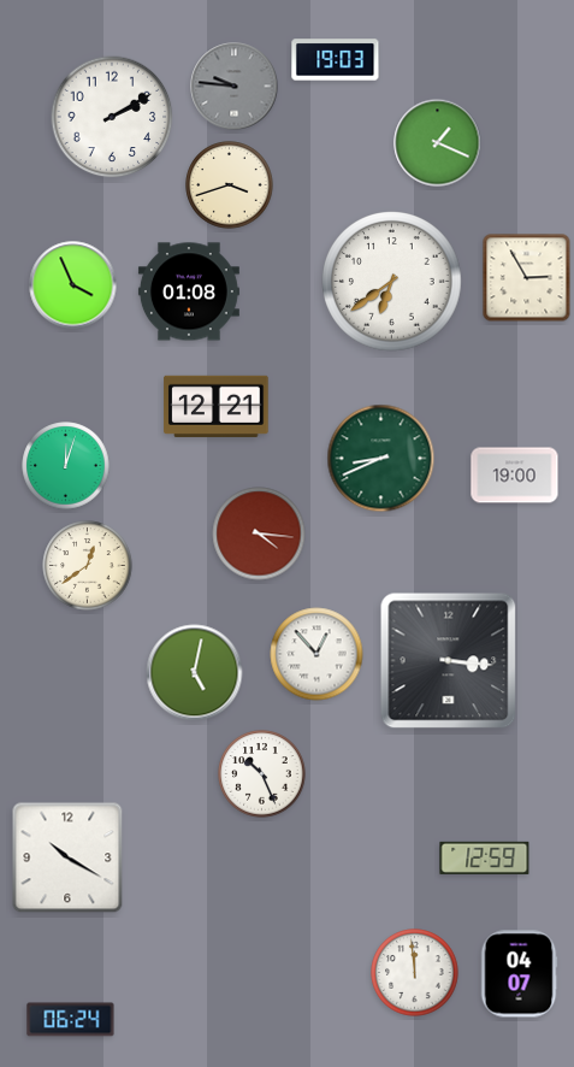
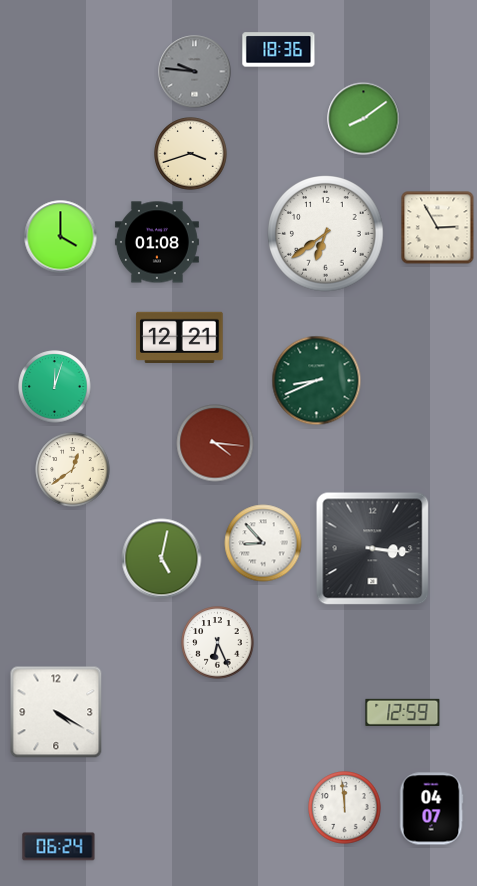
clock at (336, 60): 19:03 -> 18:36
clock at (112, 117): 2:10 -> none
clock at (438, 143): 1:19 -> 8:09
clock at (527, 278) position: (527, 278) -> (438, 228)
clock at (73, 285): 3:56 -> 4:00
clock at (515, 476): 19:00 -> none
clock at (316, 654): 12:53 -> 8:53
clock at (262, 774): 10:26 -> 6:26
clock at (67, 857): 10:20 -> 4:20
